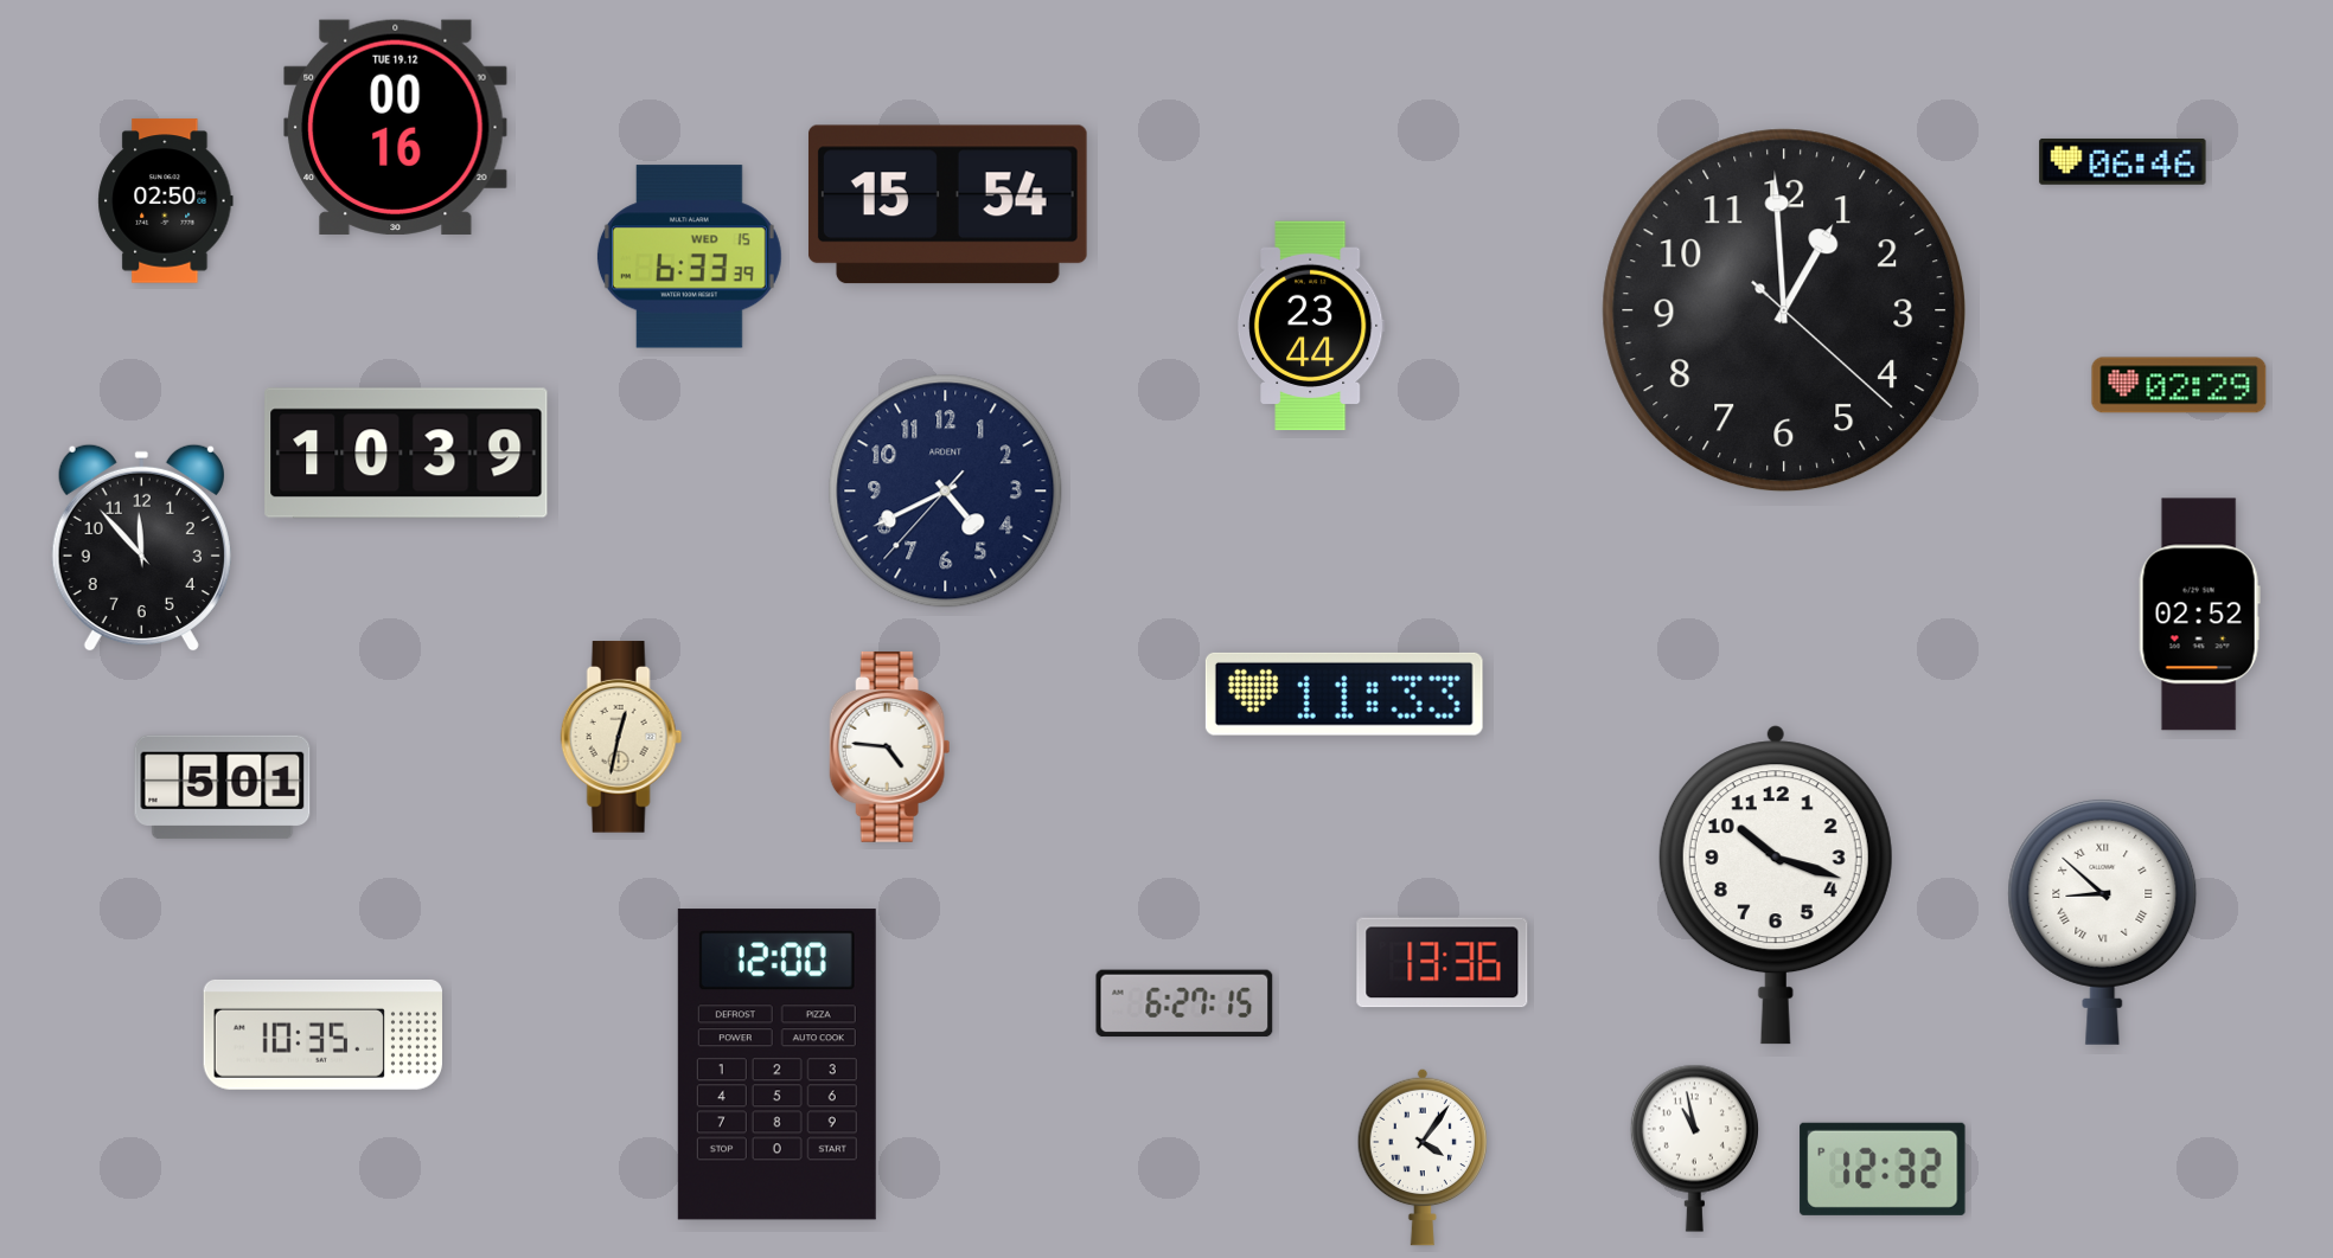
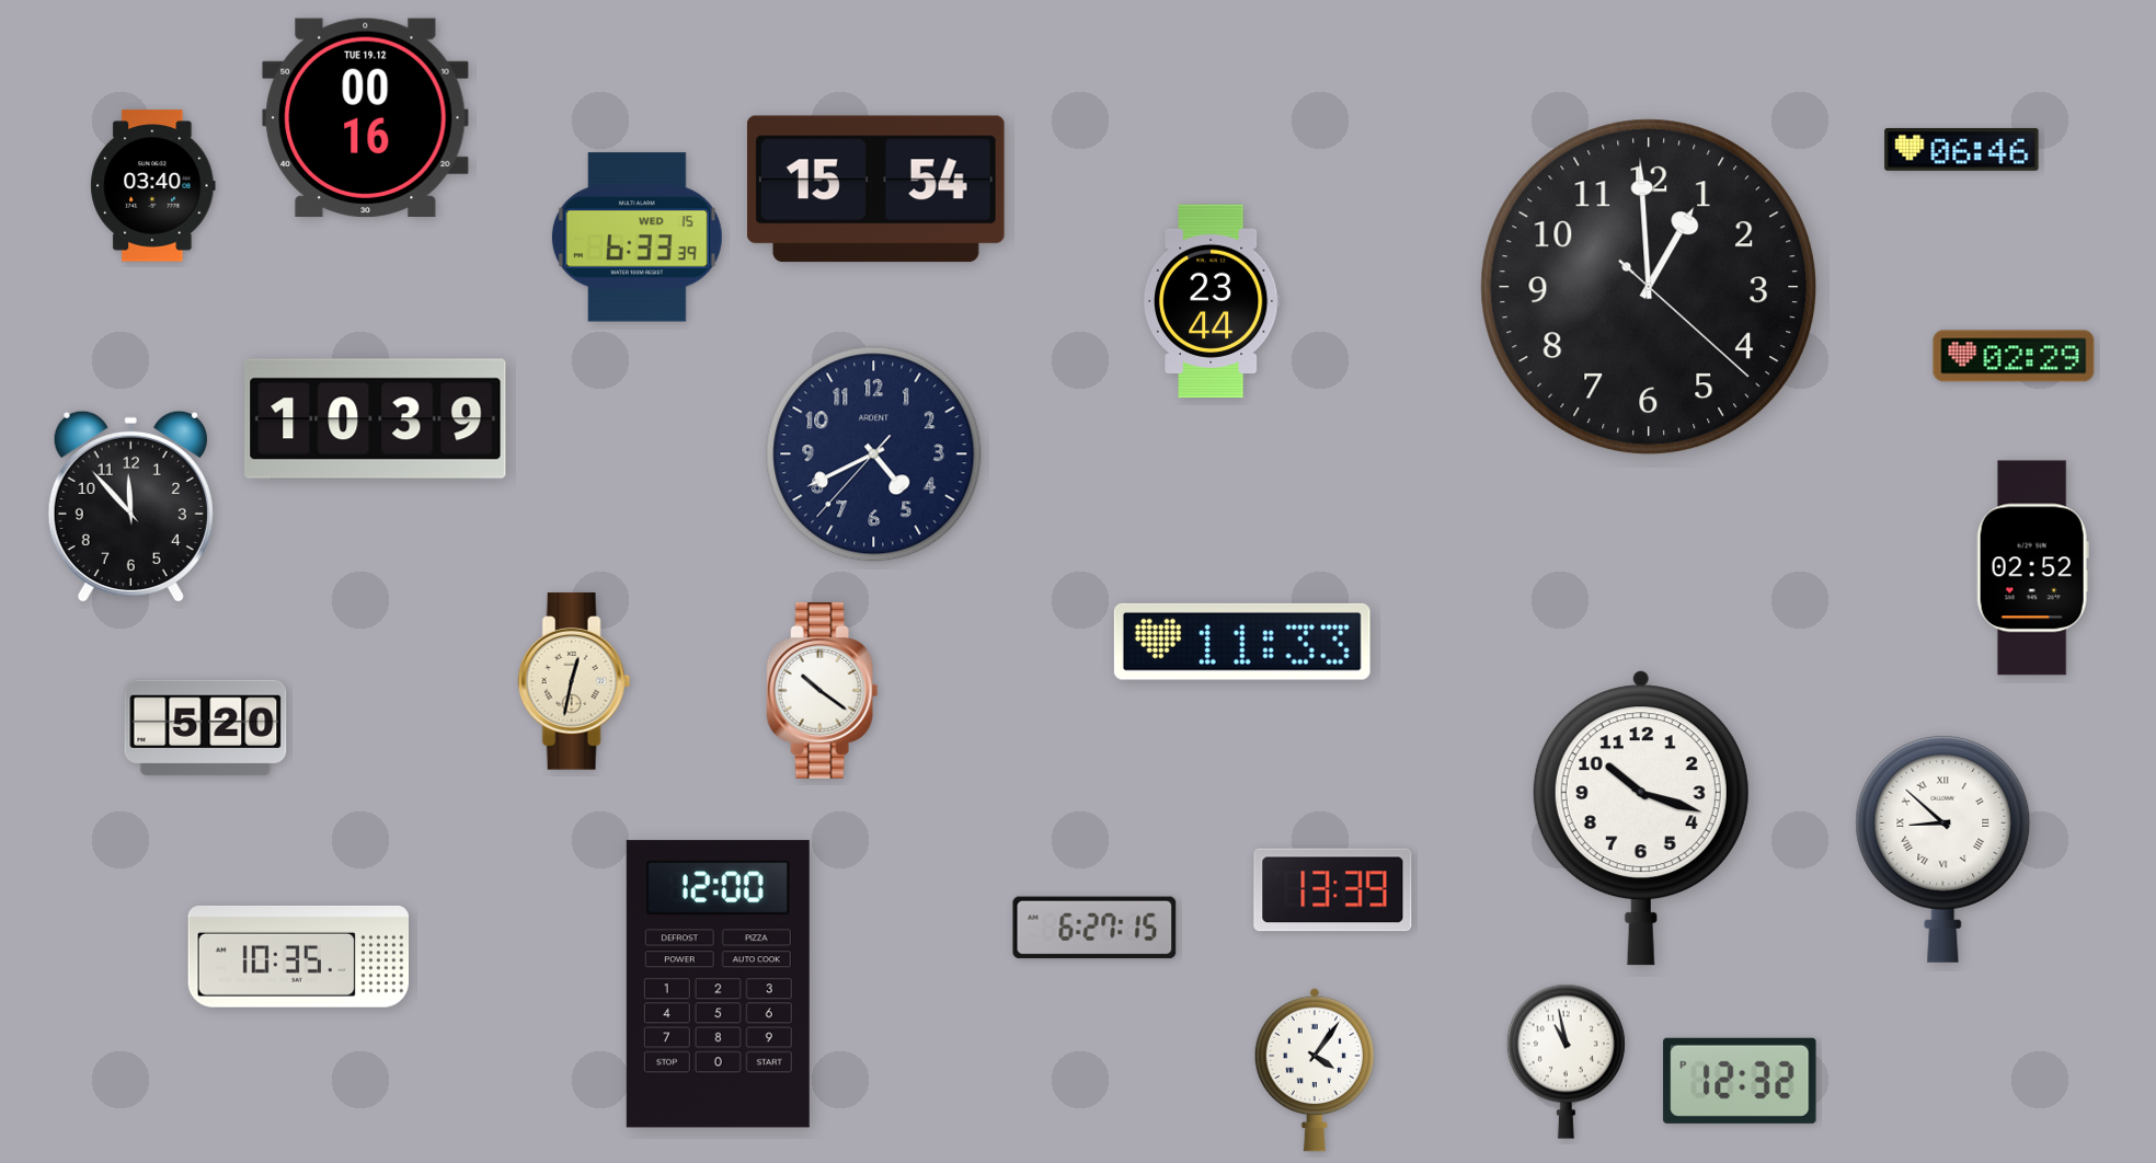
clock at (166, 201): 02:50 -> 03:40
clock at (890, 747): 4:46 -> 10:21
clock at (223, 788): 5:01 -> 5:20
clock at (2103, 922) position: (2103, 922) -> (1943, 849)
clock at (1443, 963): 13:36 -> 13:39
